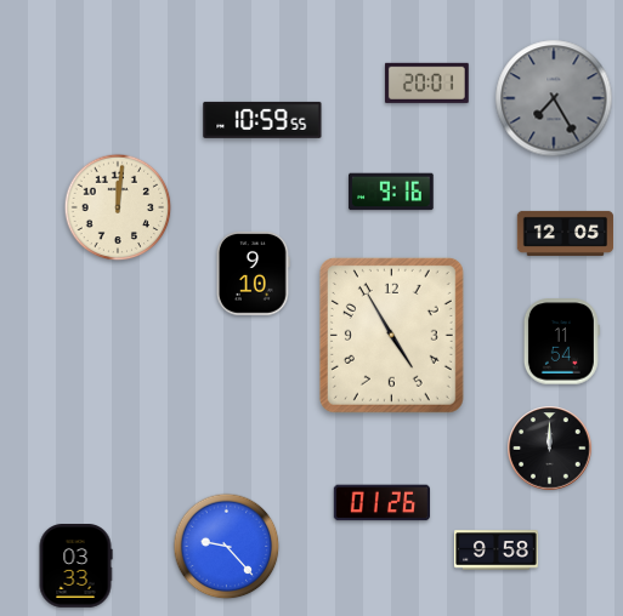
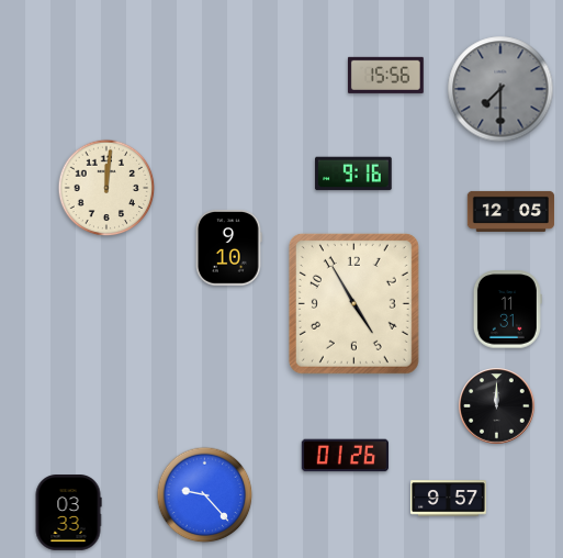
clock at (426, 82): 20:01 -> 15:56
clock at (554, 98): 7:25 -> 7:30
clock at (262, 120): 10:59 -> none
clock at (561, 342): 11:54 -> 11:31
clock at (497, 551): 9:58 -> 9:57
